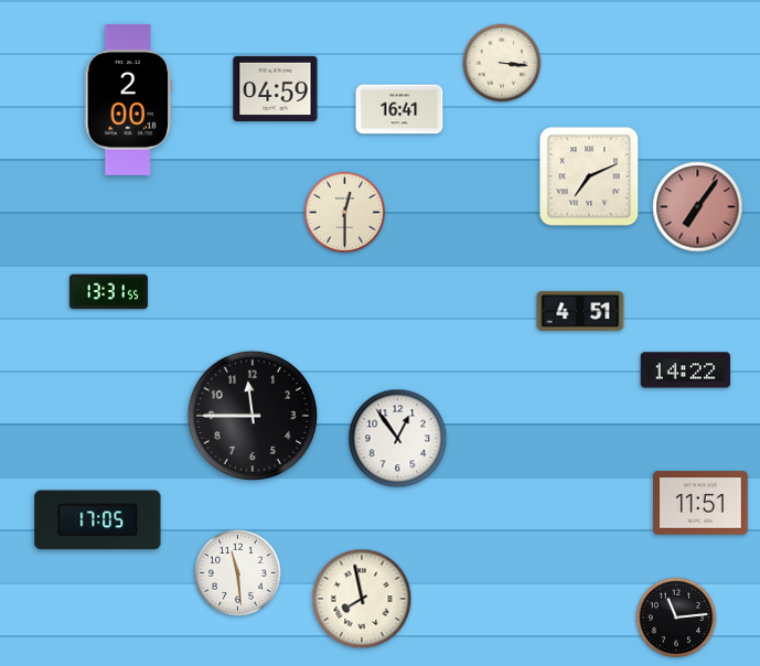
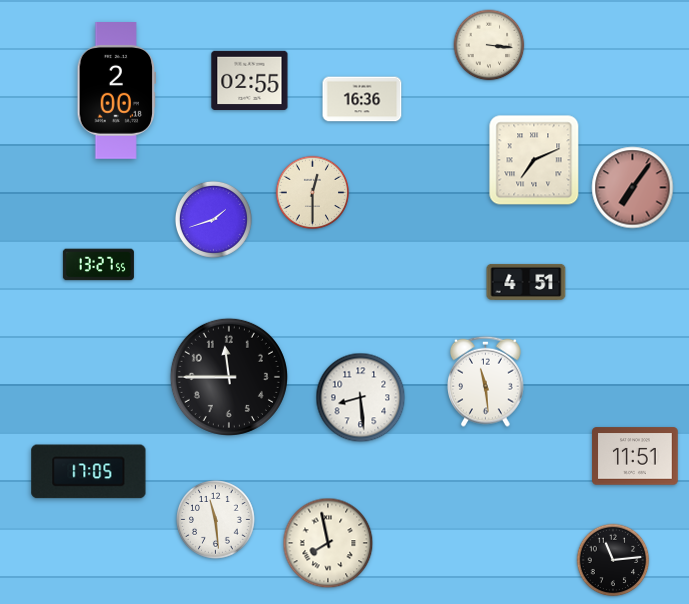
clock at (502, 63) position: (502, 63) -> (489, 45)
clock at (276, 88): 04:59 -> 02:55
clock at (399, 109): 16:41 -> 16:36
clock at (213, 219): none -> 1:42
clock at (108, 292): 13:31 -> 13:27
clock at (686, 370): 14:22 -> none
clock at (486, 381): none -> 11:29
clock at (398, 439): 12:54 -> 8:29
